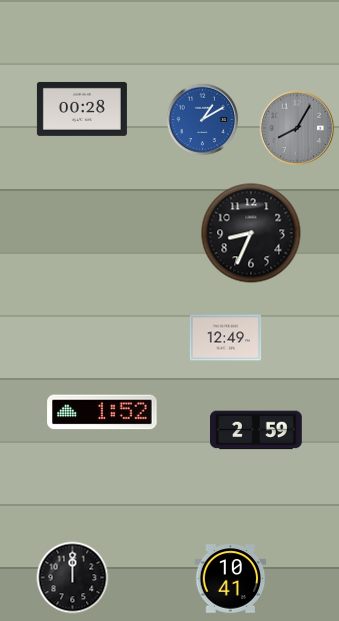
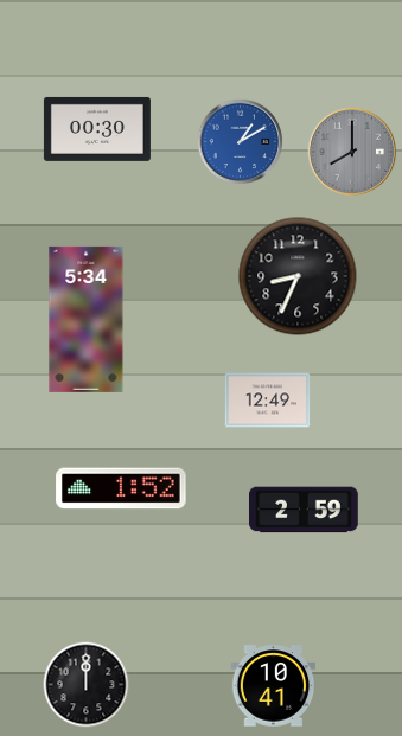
clock at (82, 109): 00:28 -> 00:30
clock at (297, 128): 8:05 -> 8:00
clock at (87, 319): none -> 5:34
